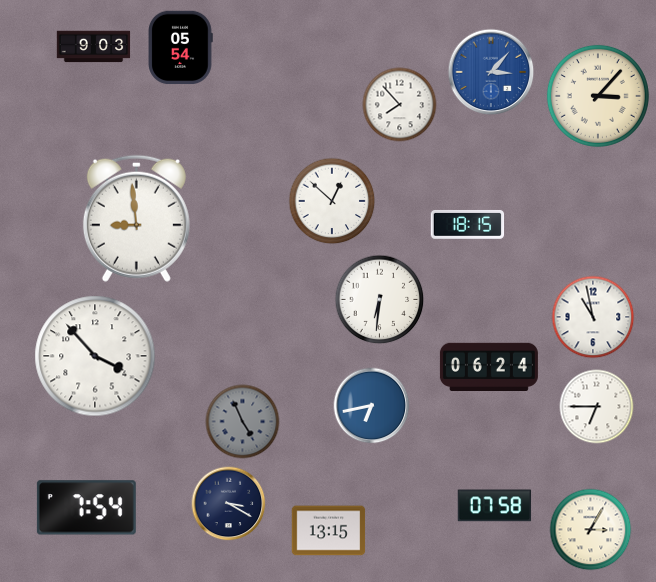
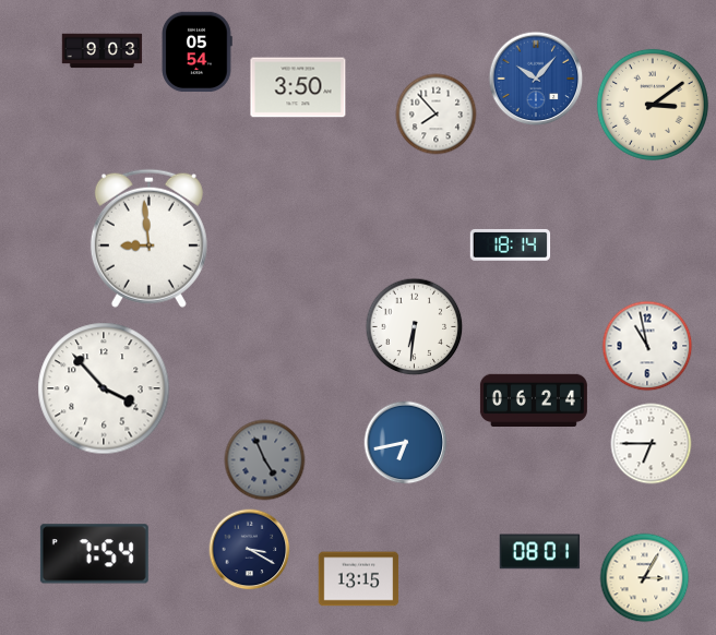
clock at (491, 72): 3:07 -> 10:07
clock at (298, 87): none -> 3:50
clock at (598, 96): 3:07 -> 3:09
clock at (332, 201): 12:52 -> none
clock at (468, 224): 18:15 -> 18:14
clock at (495, 506): 07:58 -> 08:01
